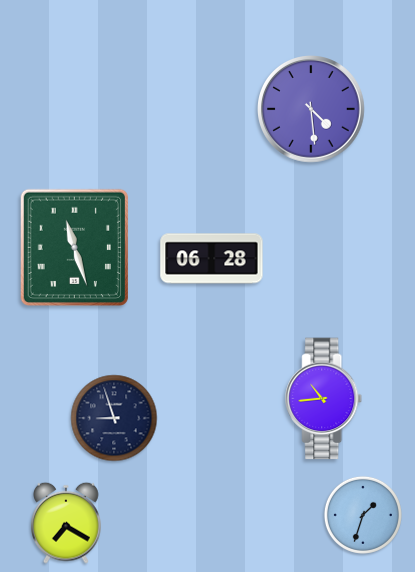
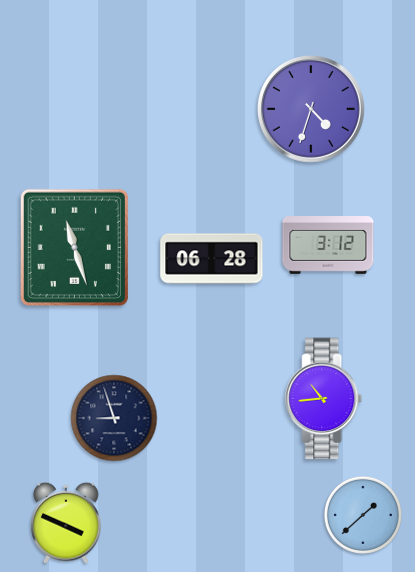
clock at (312, 110): 4:29 -> 4:33
clock at (328, 246): none -> 3:12
clock at (363, 515): 1:33 -> 1:38
clock at (67, 523): 7:20 -> 3:49
